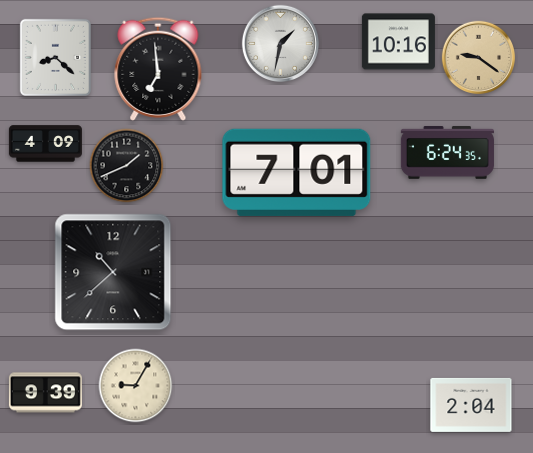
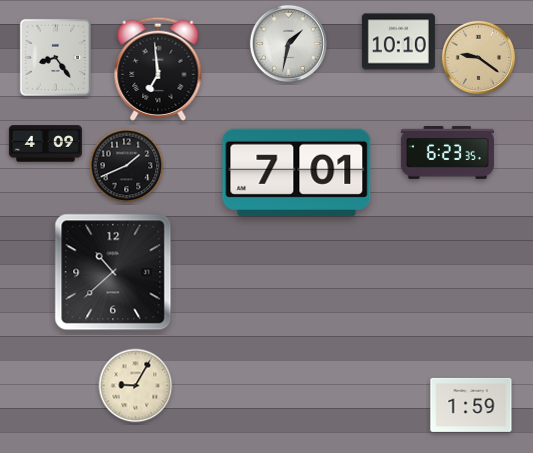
clock at (398, 42): 10:16 -> 10:10
clock at (280, 43) position: (280, 43) -> (288, 43)
clock at (55, 57): 8:22 -> 8:24
clock at (447, 153): 6:24 -> 6:23
clock at (45, 393): 9:39 -> none
clock at (471, 405): 2:04 -> 1:59
